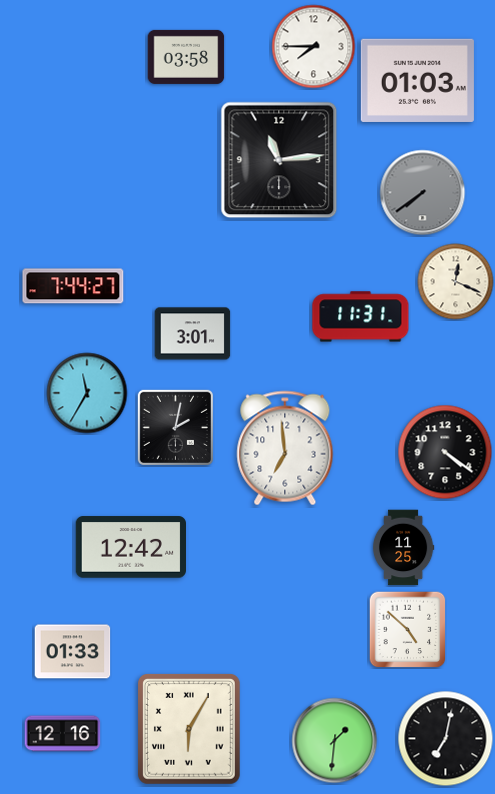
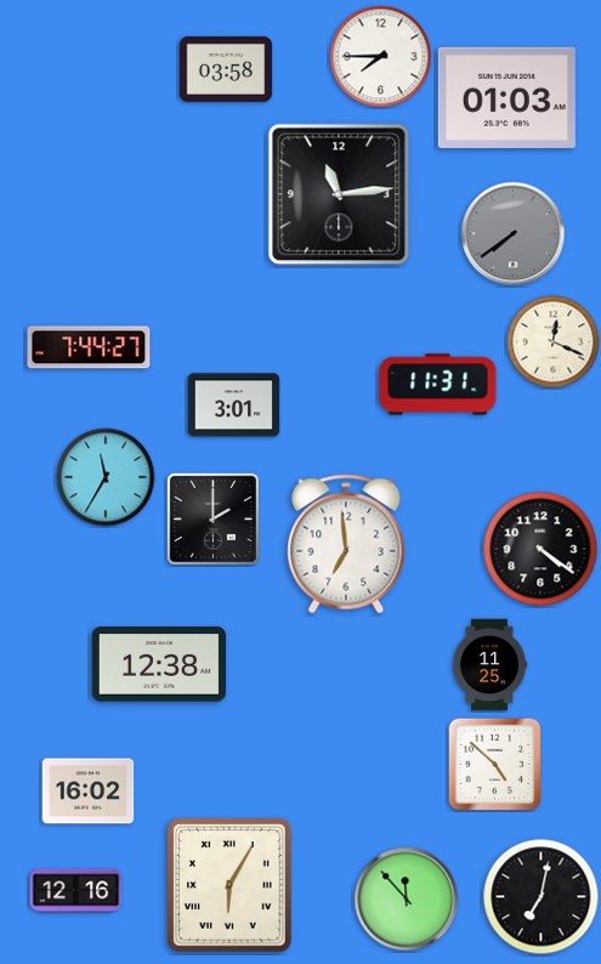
clock at (175, 427): 2:02 -> 2:00
clock at (130, 547): 12:42 -> 12:38
clock at (73, 652): 01:33 -> 16:02
clock at (335, 741): 1:31 -> 11:53
